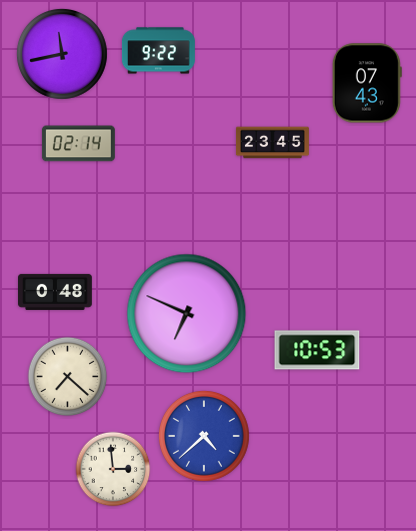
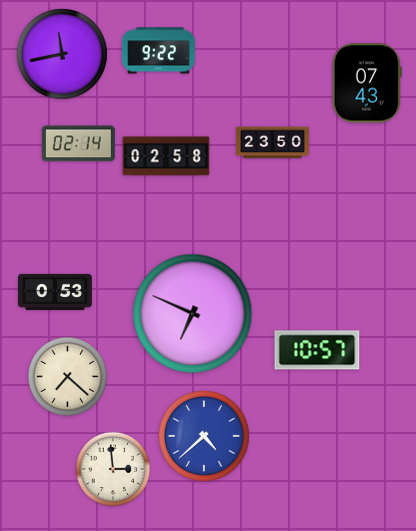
clock at (272, 143): 23:45 -> 23:50
clock at (166, 156): none -> 02:58
clock at (56, 292): 0:48 -> 0:53
clock at (187, 314) position: (187, 314) -> (193, 314)
clock at (317, 350): 10:53 -> 10:57
